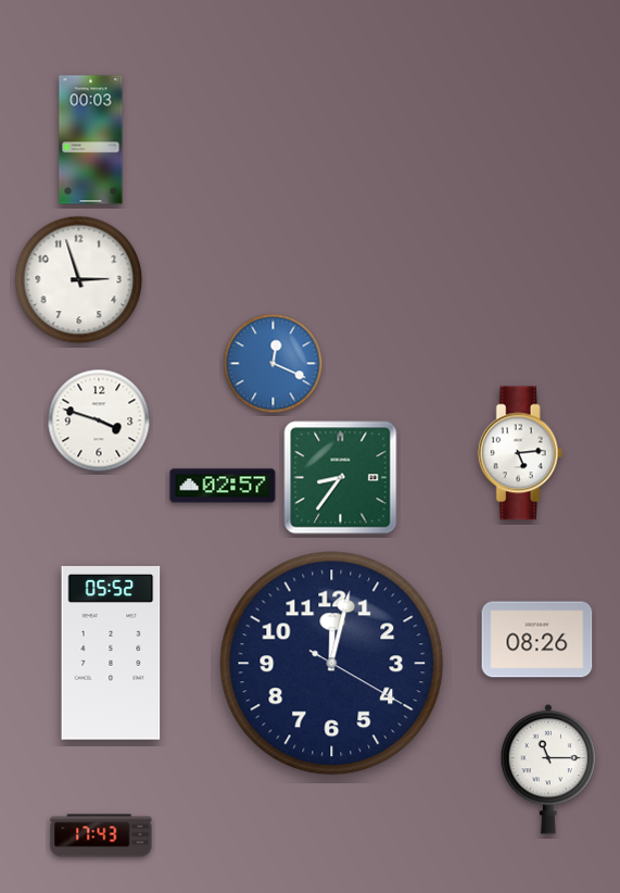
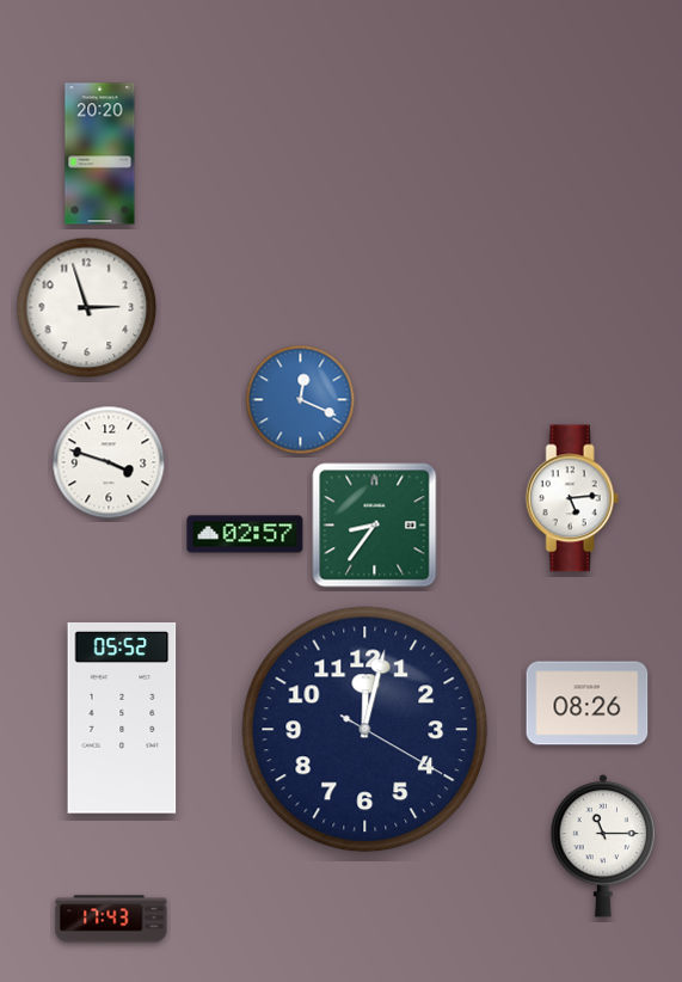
clock at (91, 140): 00:03 -> 20:20
clock at (537, 640) position: (537, 640) -> (588, 704)
